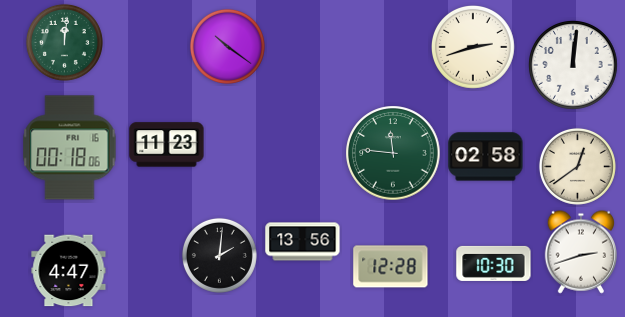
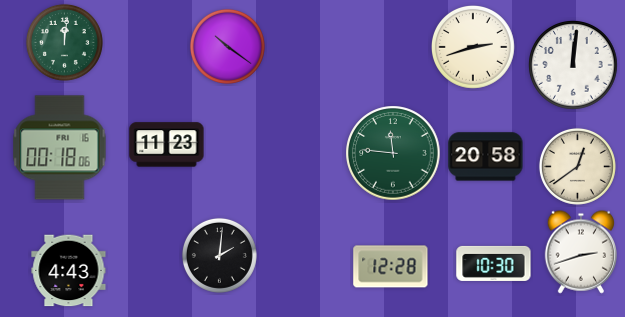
clock at (70, 148) position: (70, 148) -> (60, 148)
clock at (486, 157): 02:58 -> 20:58
clock at (303, 242): 13:56 -> none
clock at (69, 271): 4:47 -> 4:43
